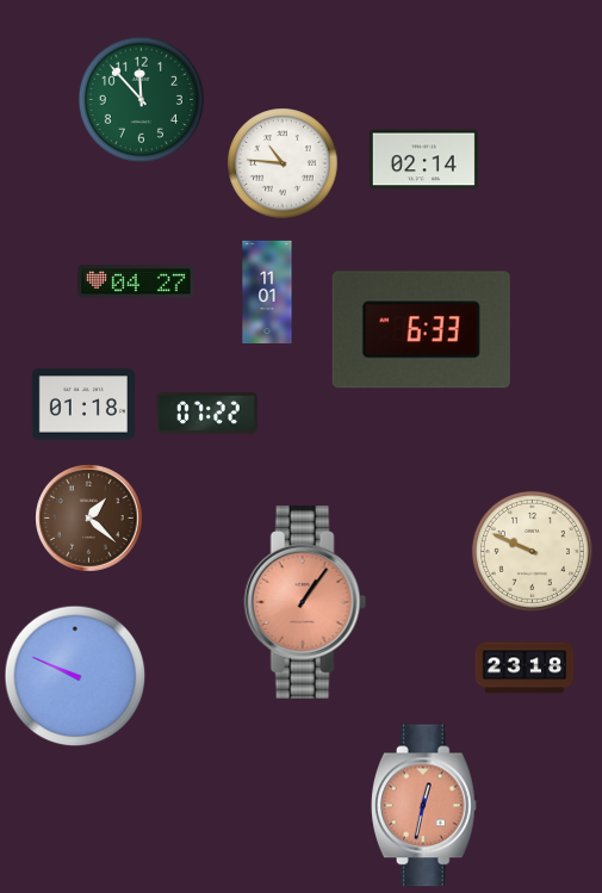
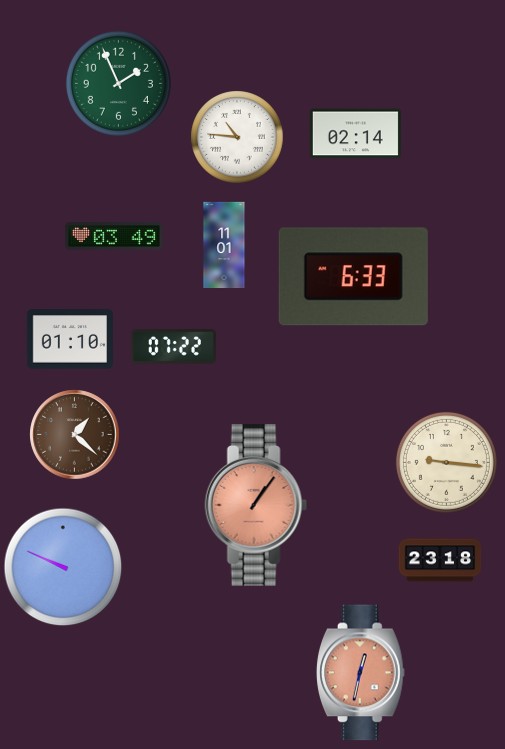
clock at (141, 99): 11:53 -> 1:56
clock at (137, 281): 04:27 -> 03:49
clock at (82, 404): 01:18 -> 01:10
clock at (532, 551): 9:49 -> 9:16
clock at (423, 806) position: (423, 806) -> (360, 673)
